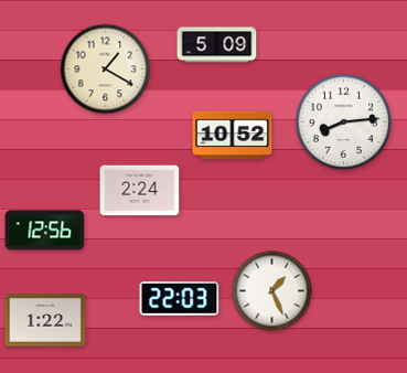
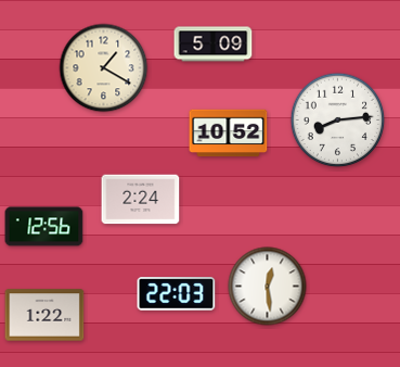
clock at (140, 191) position: (140, 191) -> (141, 200)
clock at (272, 291): 1:26 -> 12:29
